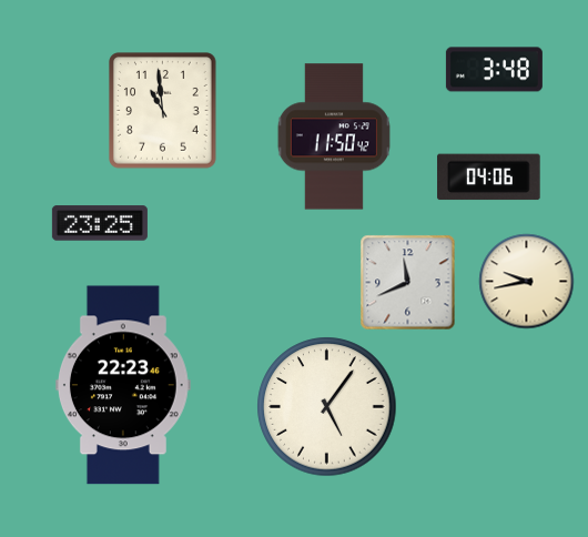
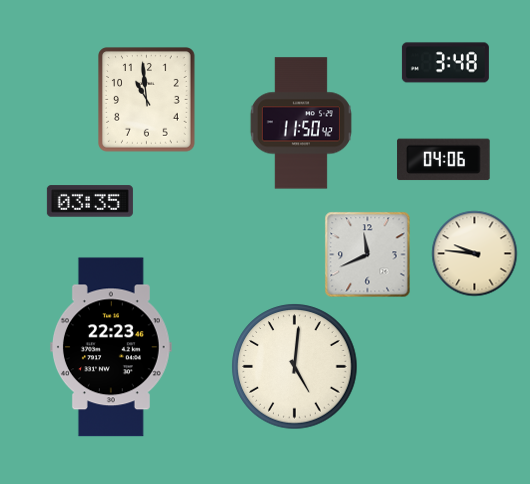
clock at (489, 178) position: (489, 178) -> (444, 160)
clock at (100, 223): 23:25 -> 03:35
clock at (527, 282): 9:43 -> 9:46
clock at (327, 407): 5:06 -> 5:01
